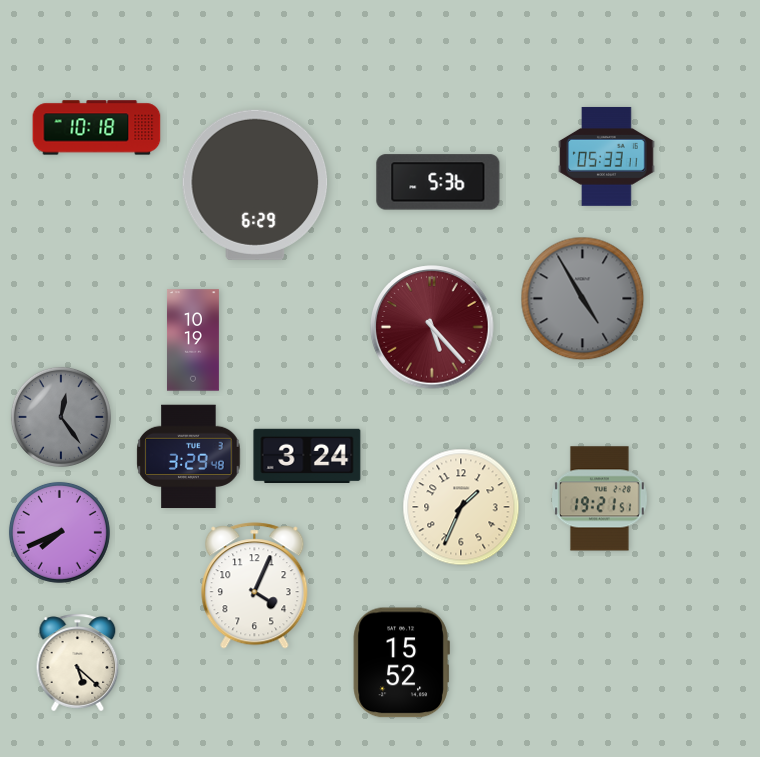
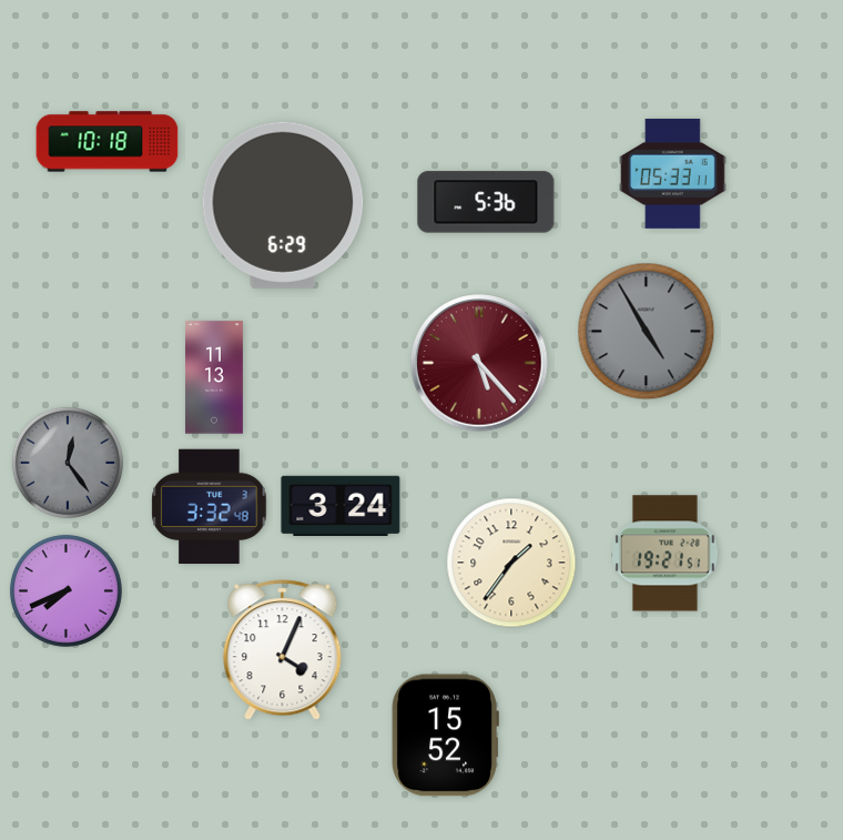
clock at (193, 340): 10:19 -> 11:13
clock at (189, 457): 3:29 -> 3:32
clock at (461, 507): 1:34 -> 1:36
clock at (78, 663): 5:22 -> none
